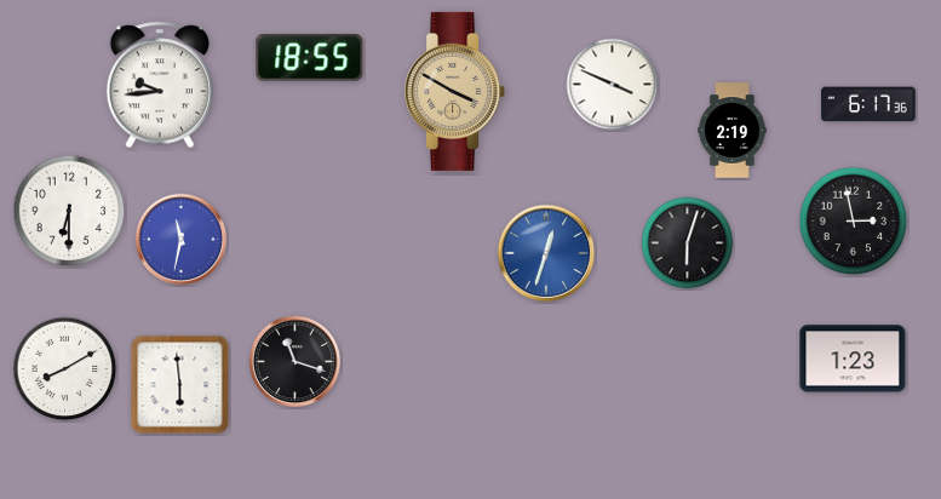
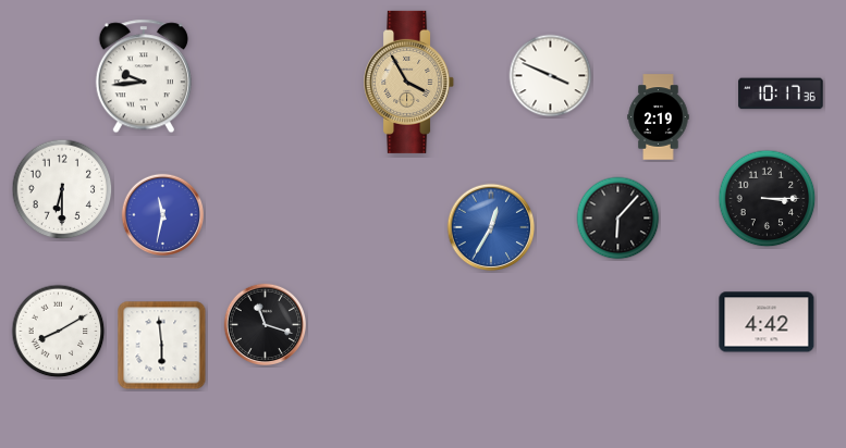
clock at (310, 58): 18:55 -> none
clock at (455, 91): 3:50 -> 3:55
clock at (868, 104): 6:17 -> 10:17
clock at (854, 222): 2:58 -> 3:15
clock at (688, 243): 6:03 -> 6:07
clock at (546, 253): 12:33 -> 12:35
clock at (853, 359): 1:23 -> 4:42
